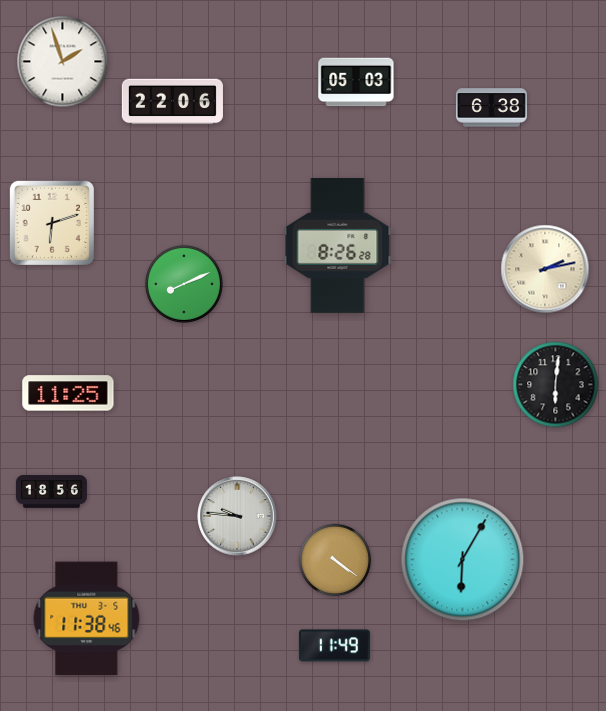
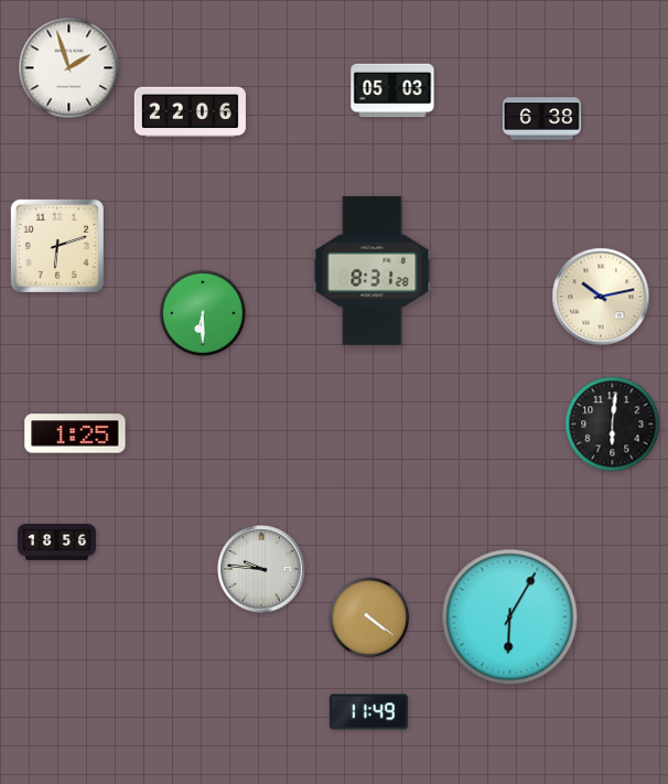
clock at (338, 246): 8:26 -> 8:31
clock at (545, 269): 2:13 -> 10:13
clock at (184, 284): 8:11 -> 6:30
clock at (68, 393): 11:25 -> 1:25
clock at (87, 619): 11:38 -> none
